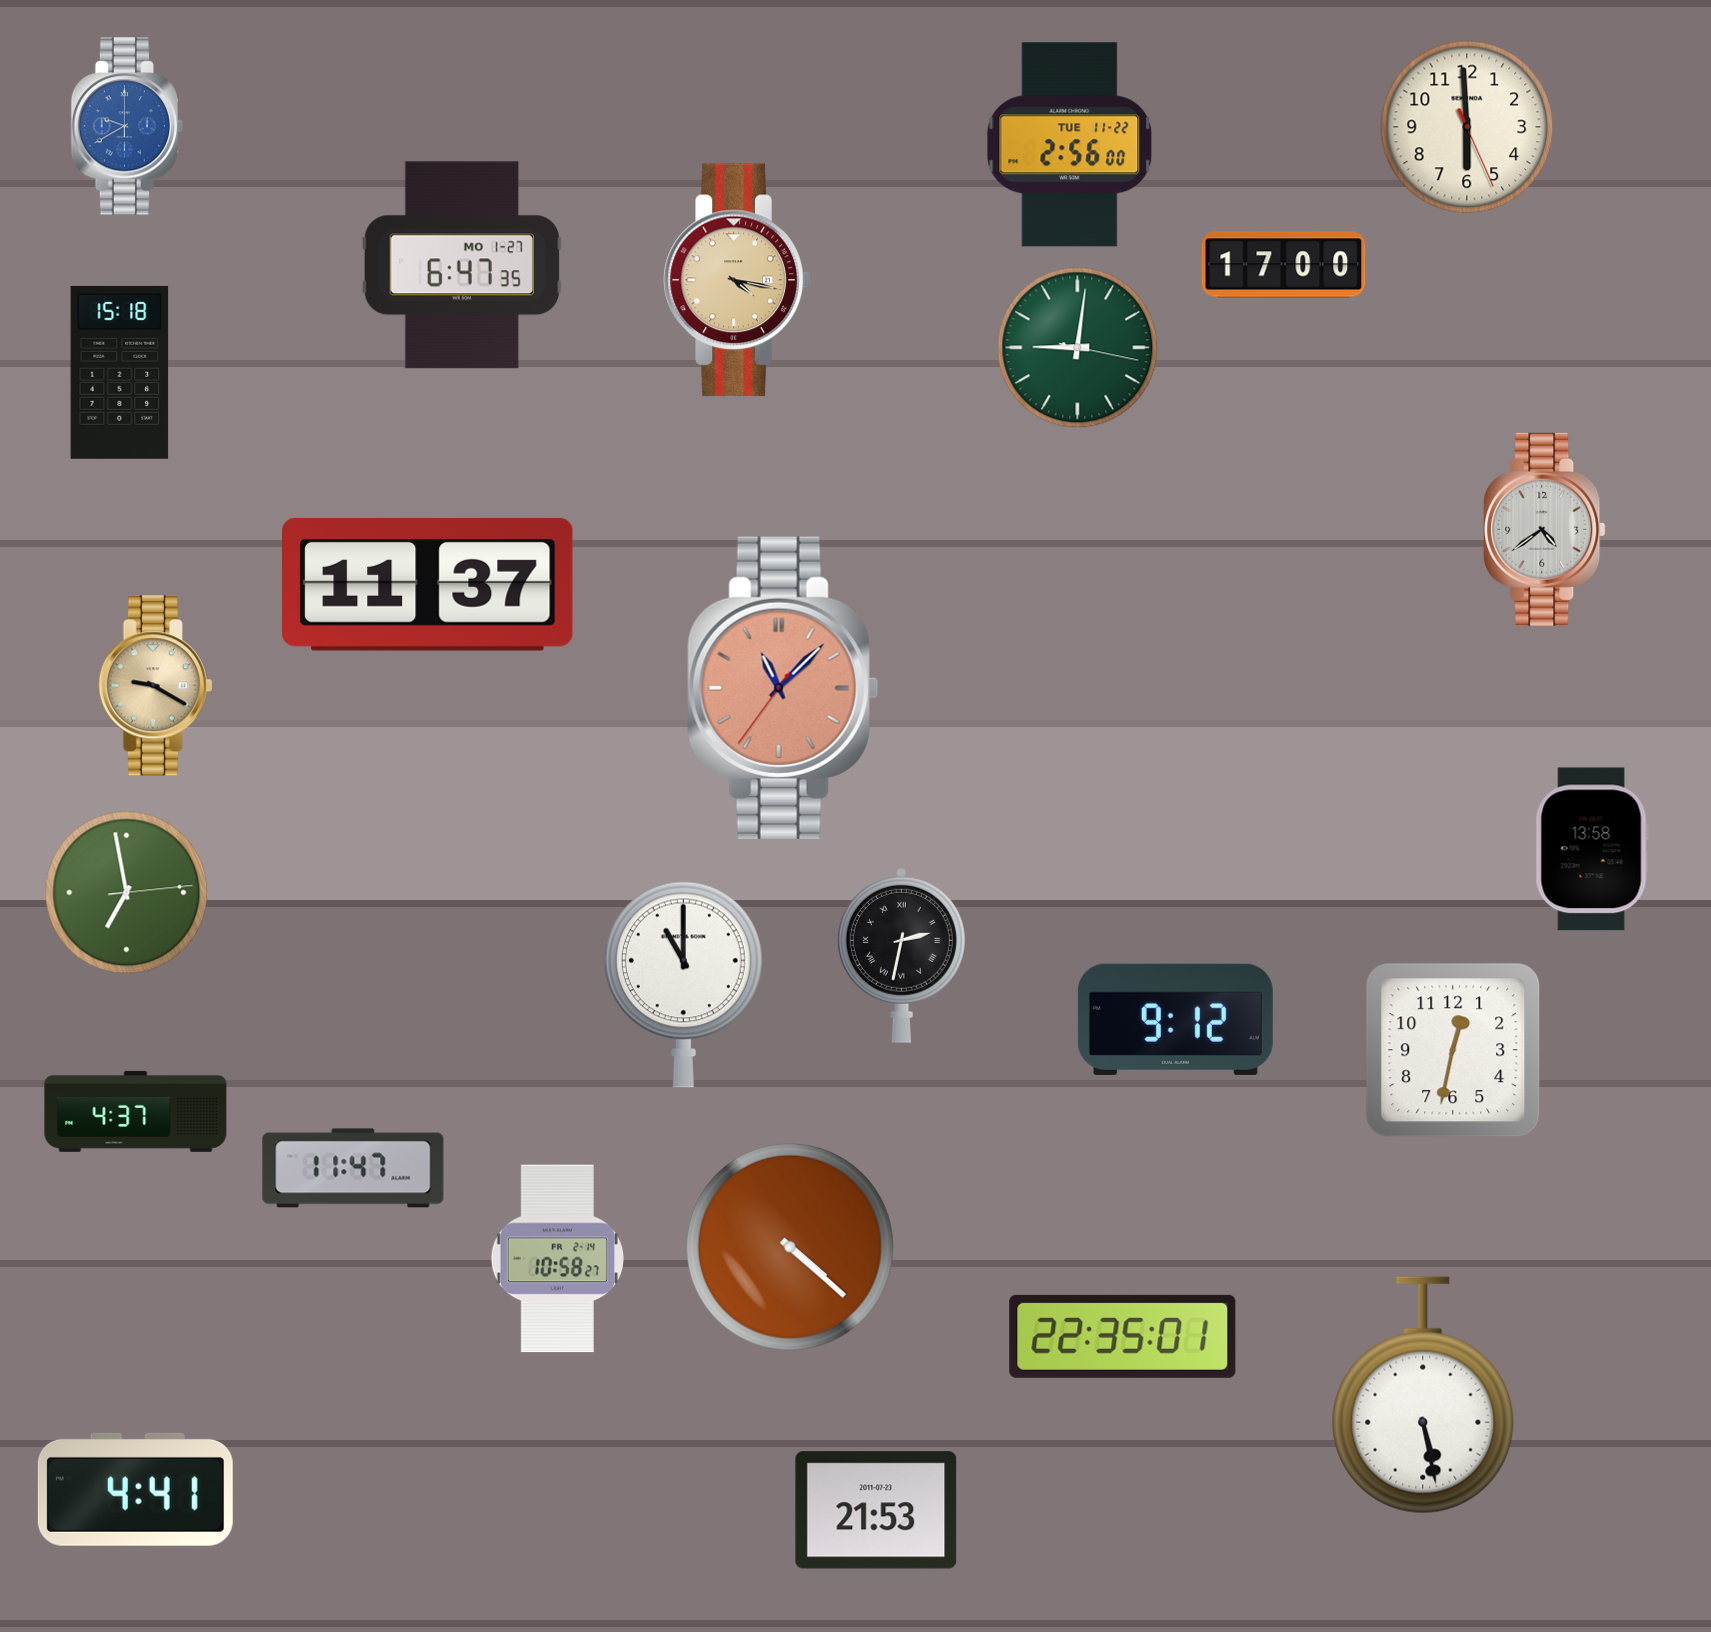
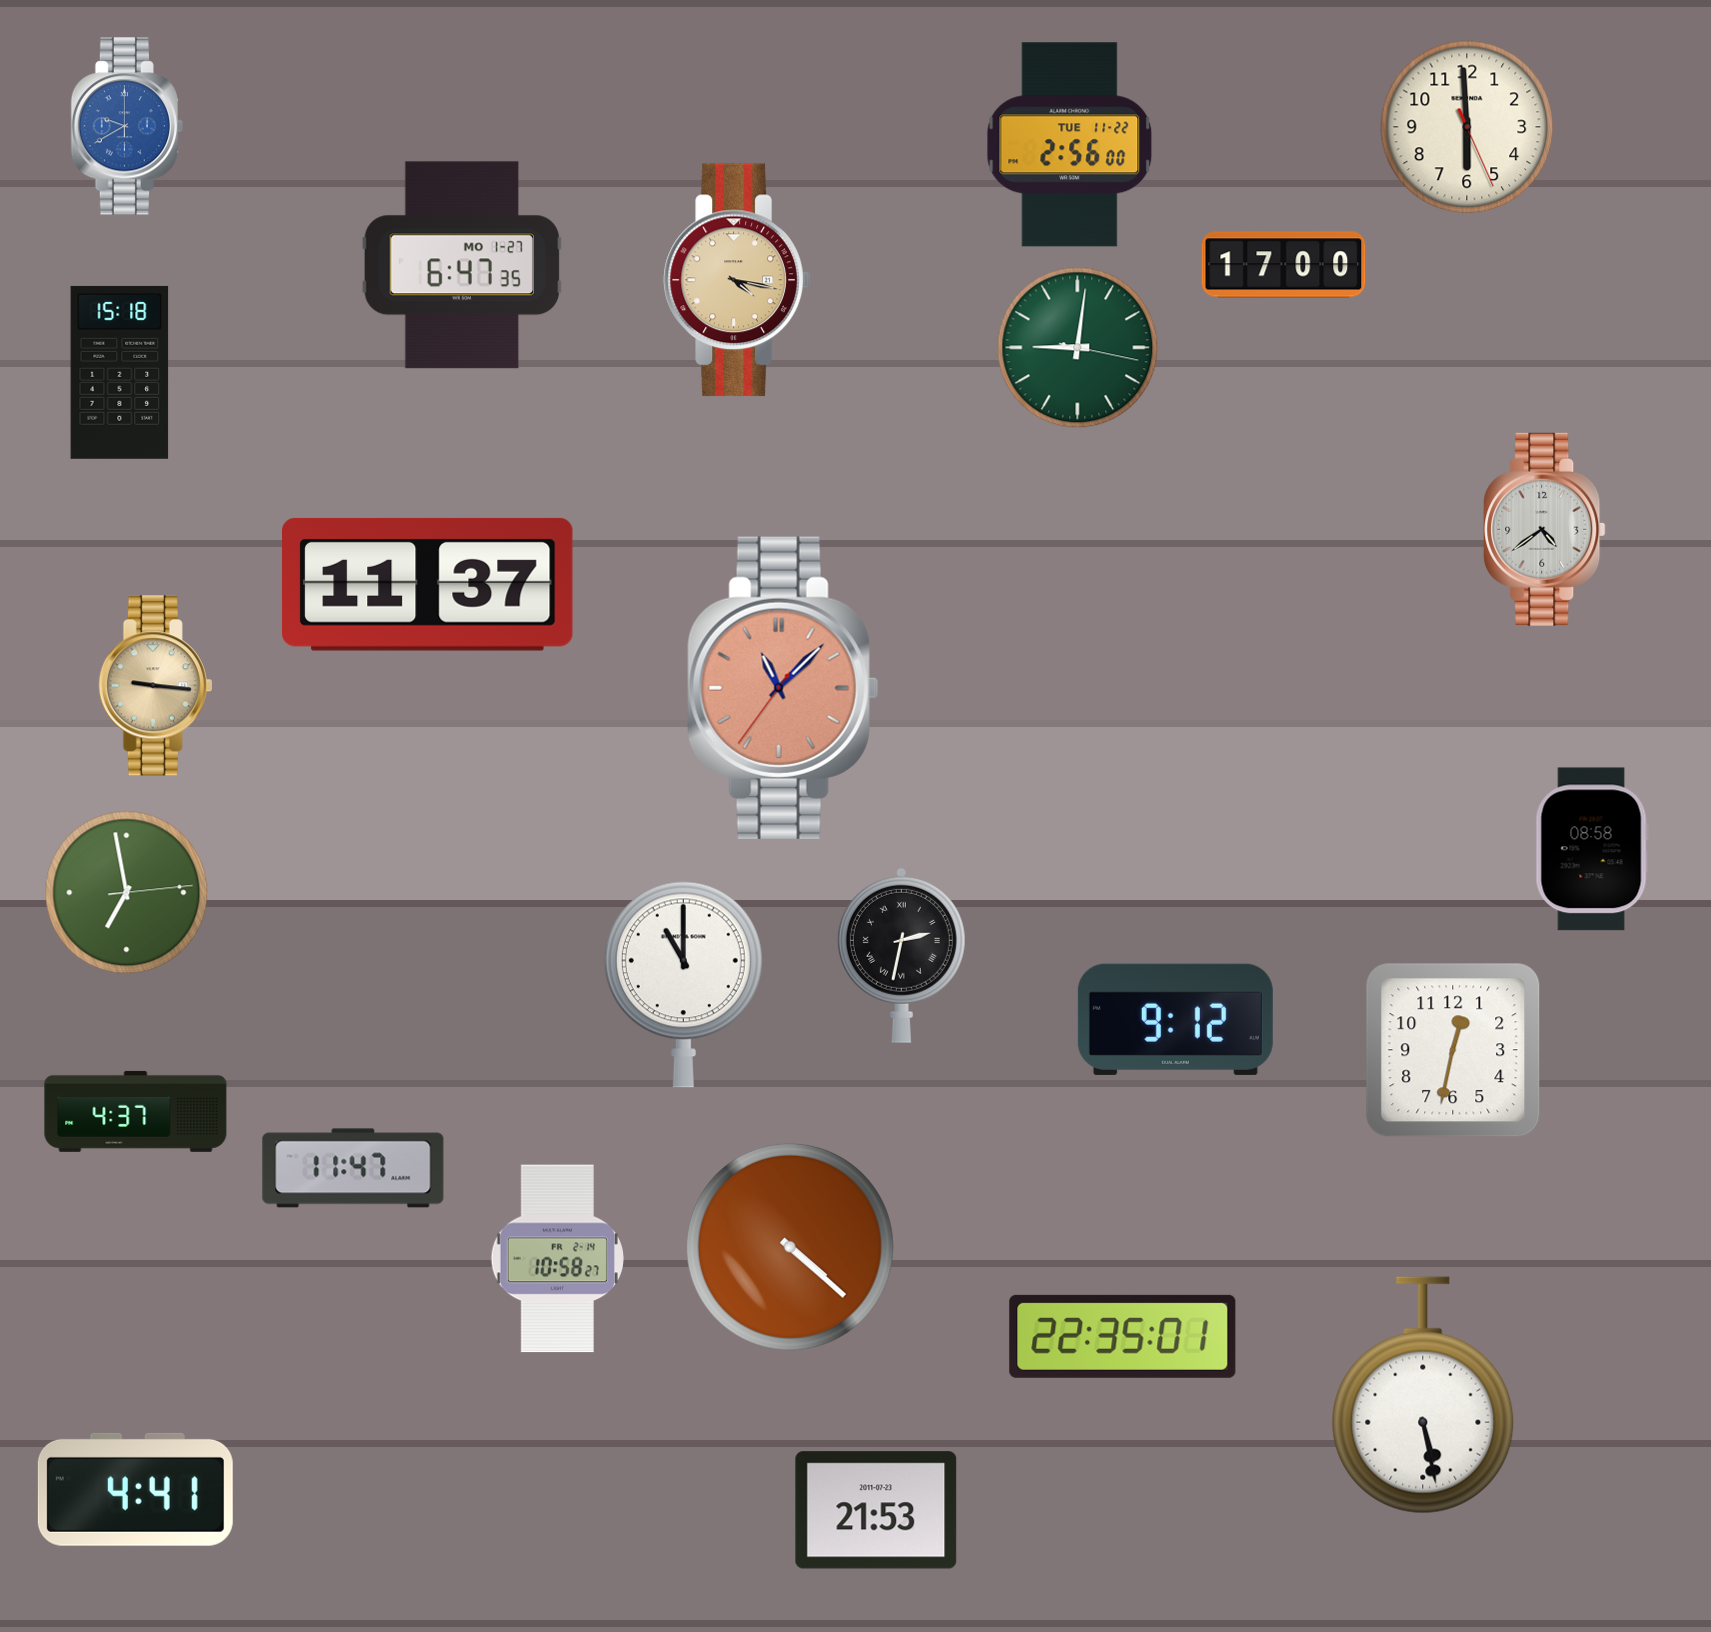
clock at (155, 686): 9:20 -> 9:16
clock at (1592, 849): 13:58 -> 08:58
